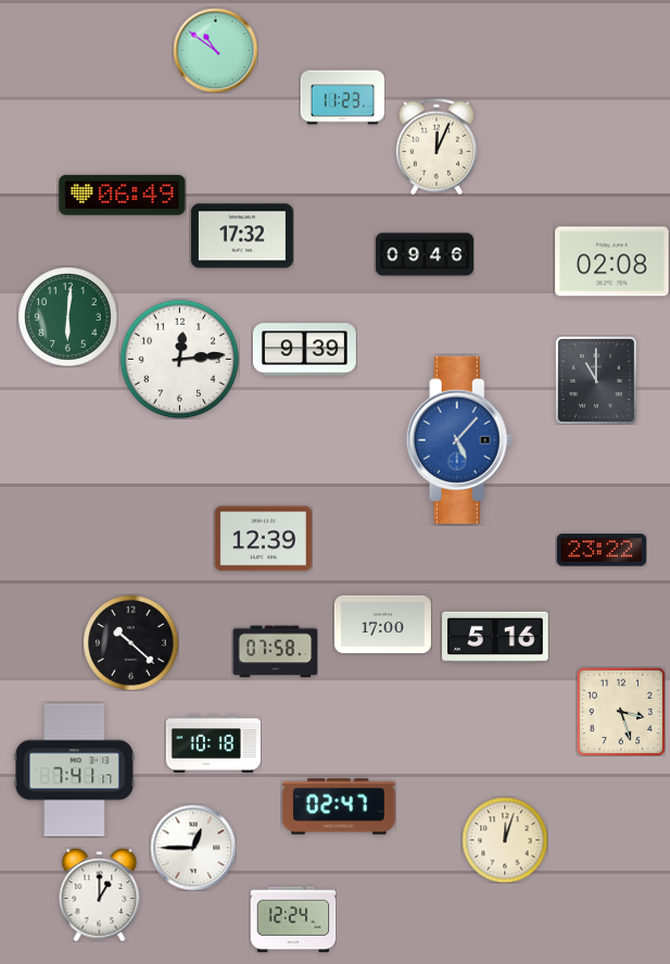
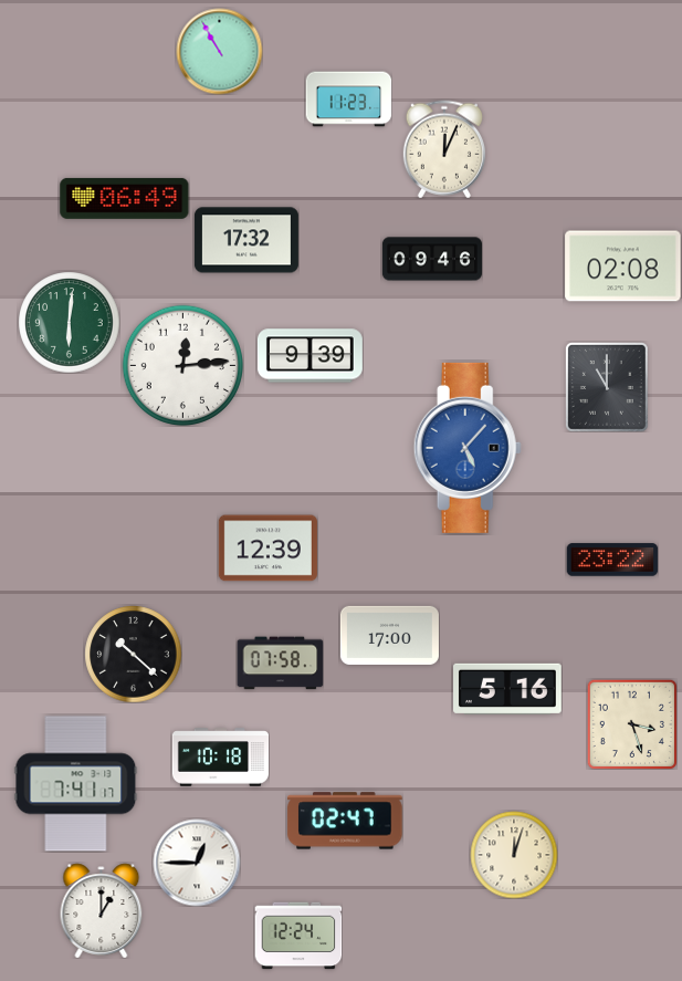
clock at (215, 50): 10:51 -> 10:55
clock at (496, 637) position: (496, 637) -> (508, 689)
clock at (213, 744) position: (213, 744) -> (220, 758)
